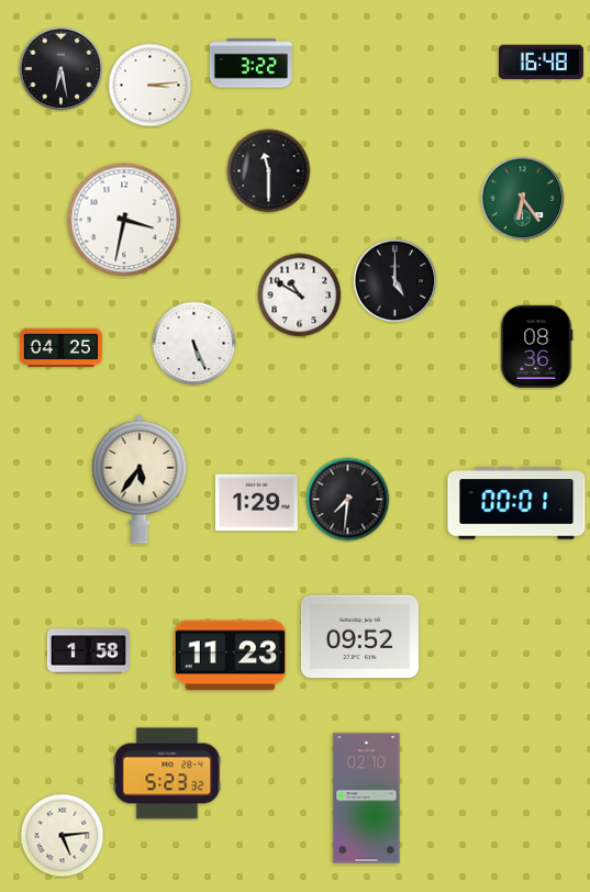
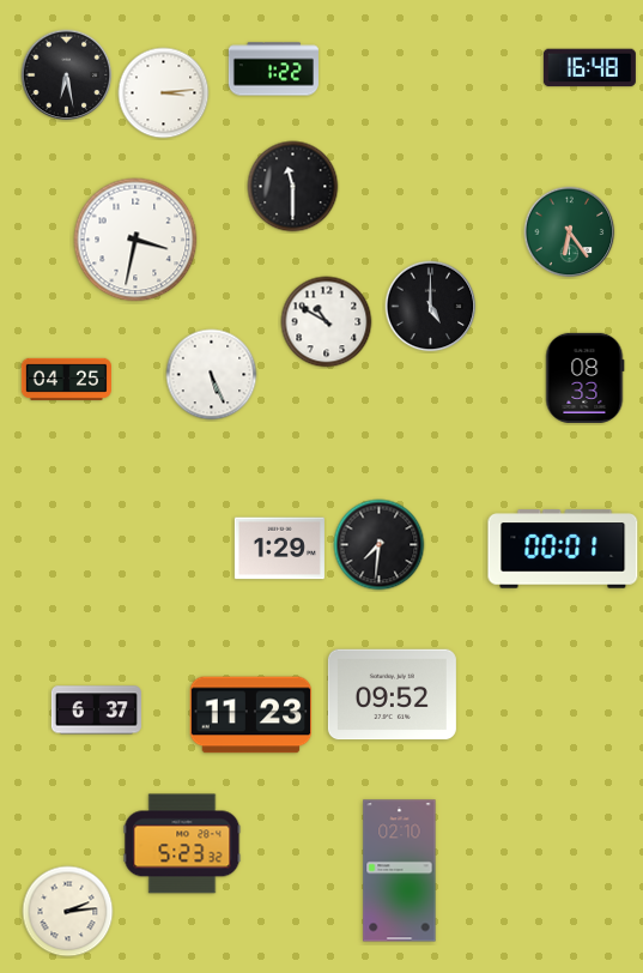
clock at (251, 64): 3:22 -> 1:22
clock at (523, 199) position: (523, 199) -> (570, 232)
clock at (536, 346): 08:36 -> 08:33
clock at (140, 479): 5:36 -> none
clock at (88, 651): 1:58 -> 6:37
clock at (63, 836): 5:14 -> 2:14
